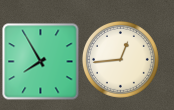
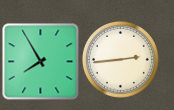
clock at (120, 59): 12:44 -> 2:44
